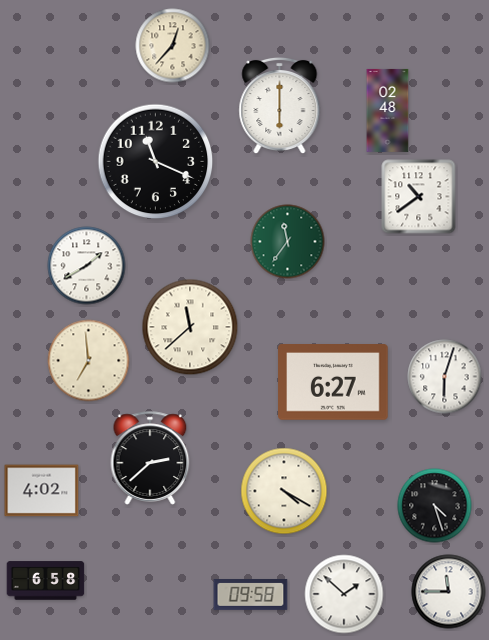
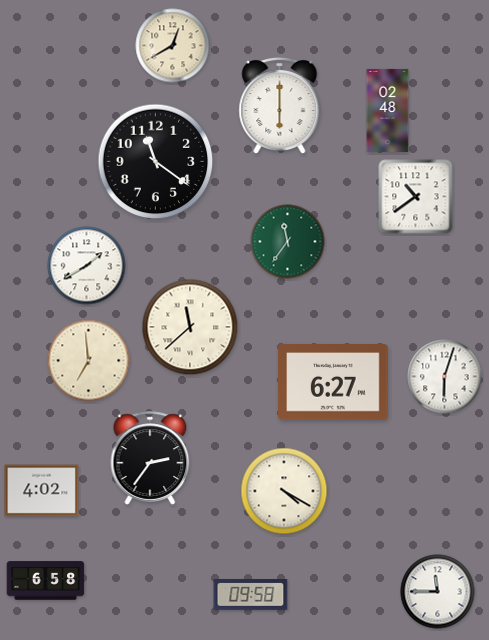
clock at (173, 46): 12:37 -> 12:40
clock at (156, 162): 11:19 -> 11:21
clock at (419, 197) position: (419, 197) -> (416, 197)
clock at (150, 458): 2:38 -> 2:36
clock at (435, 506): 4:27 -> none
clock at (449, 592) position: (449, 592) -> (438, 592)
clock at (344, 594): 1:52 -> none
